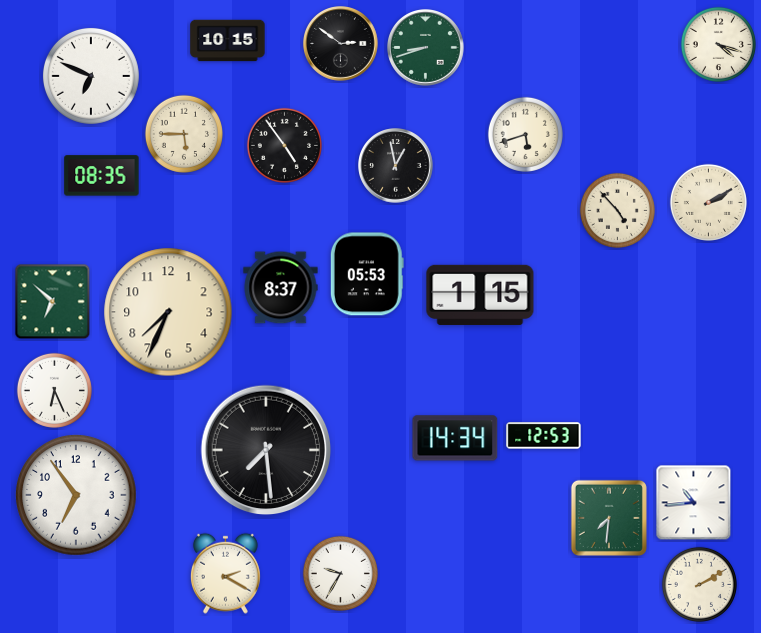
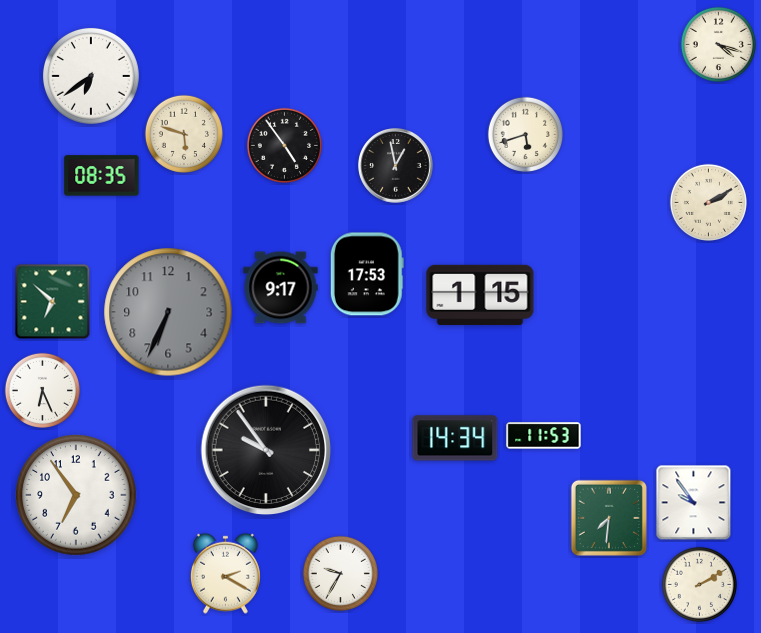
clock at (228, 41): 10:15 -> none
clock at (341, 44): 2:51 -> none
clock at (426, 48): 8:42 -> none
clock at (91, 76): 6:49 -> 6:39
clock at (184, 134): 5:45 -> 5:48
clock at (617, 210): 4:53 -> none
clock at (367, 274): 05:53 -> 17:53
clock at (281, 288): 8:37 -> 9:17
clock at (168, 312): 7:34 -> 6:34
clock at (168, 312) dial: cream -> grey
clock at (54, 390) position: (54, 390) -> (42, 390)
clock at (544, 436): 12:53 -> 11:53
clock at (266, 450): 7:29 -> 9:54
clock at (694, 503): 10:44 -> 9:54
